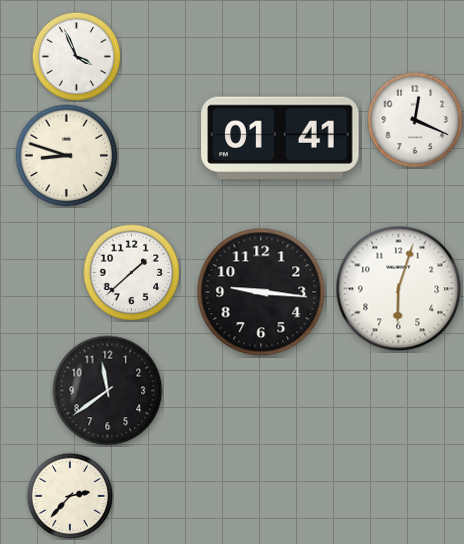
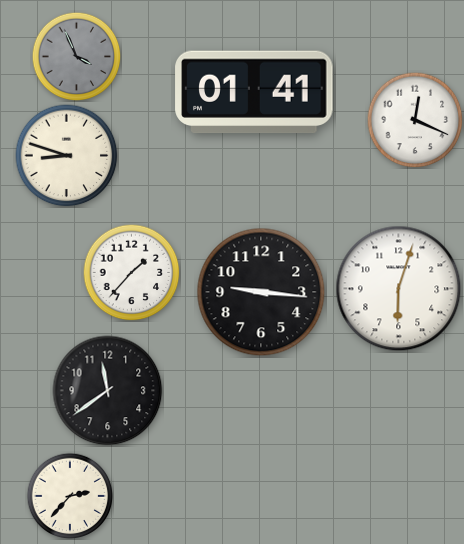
clock at (76, 56) dial: white -> grey
clock at (280, 138) position: (280, 138) -> (254, 92)
clock at (131, 272): 1:38 -> 1:37
